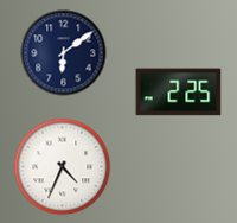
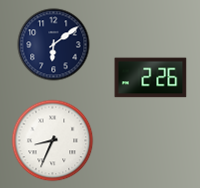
clock at (179, 93): 2:25 -> 2:26
clock at (63, 167): 4:34 -> 8:34
